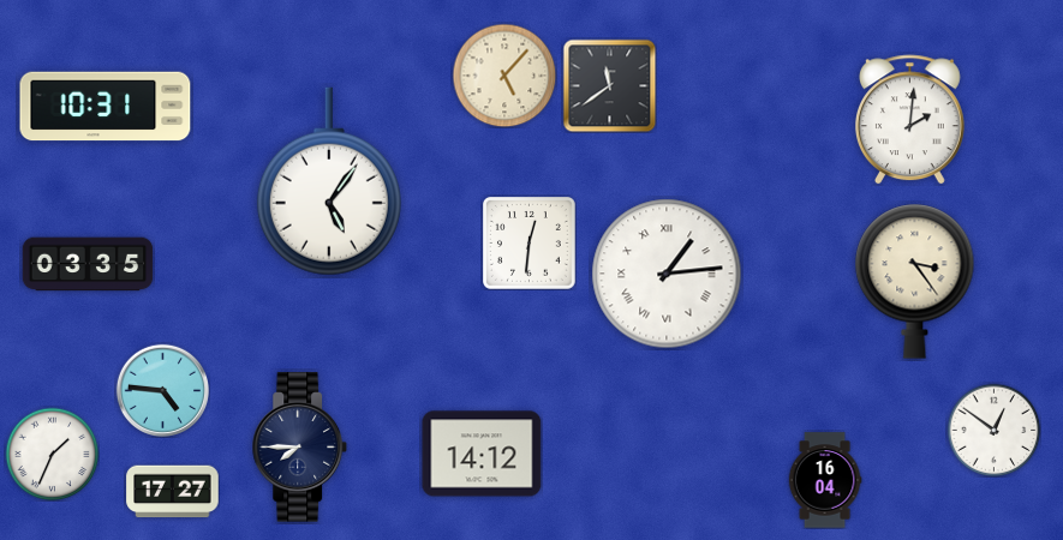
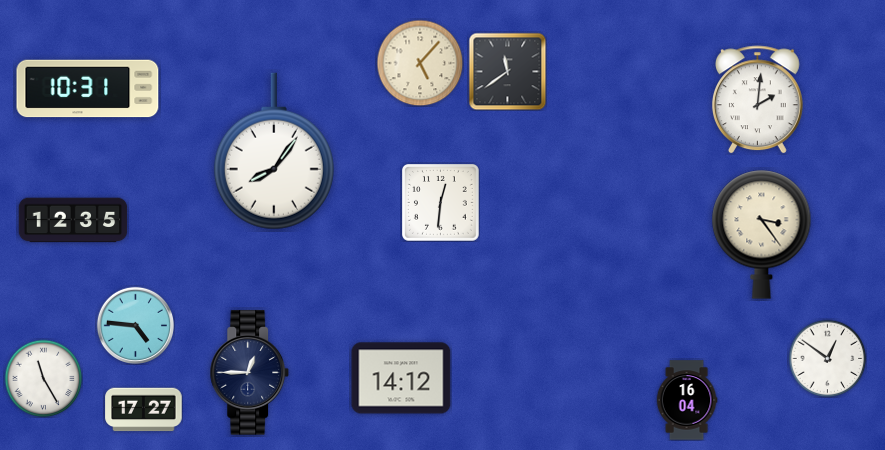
clock at (329, 181): 5:06 -> 8:06
clock at (88, 264): 03:35 -> 12:35
clock at (667, 274): 1:14 -> none
clock at (300, 448): 7:45 -> 12:45
clock at (52, 454): 1:34 -> 11:25
